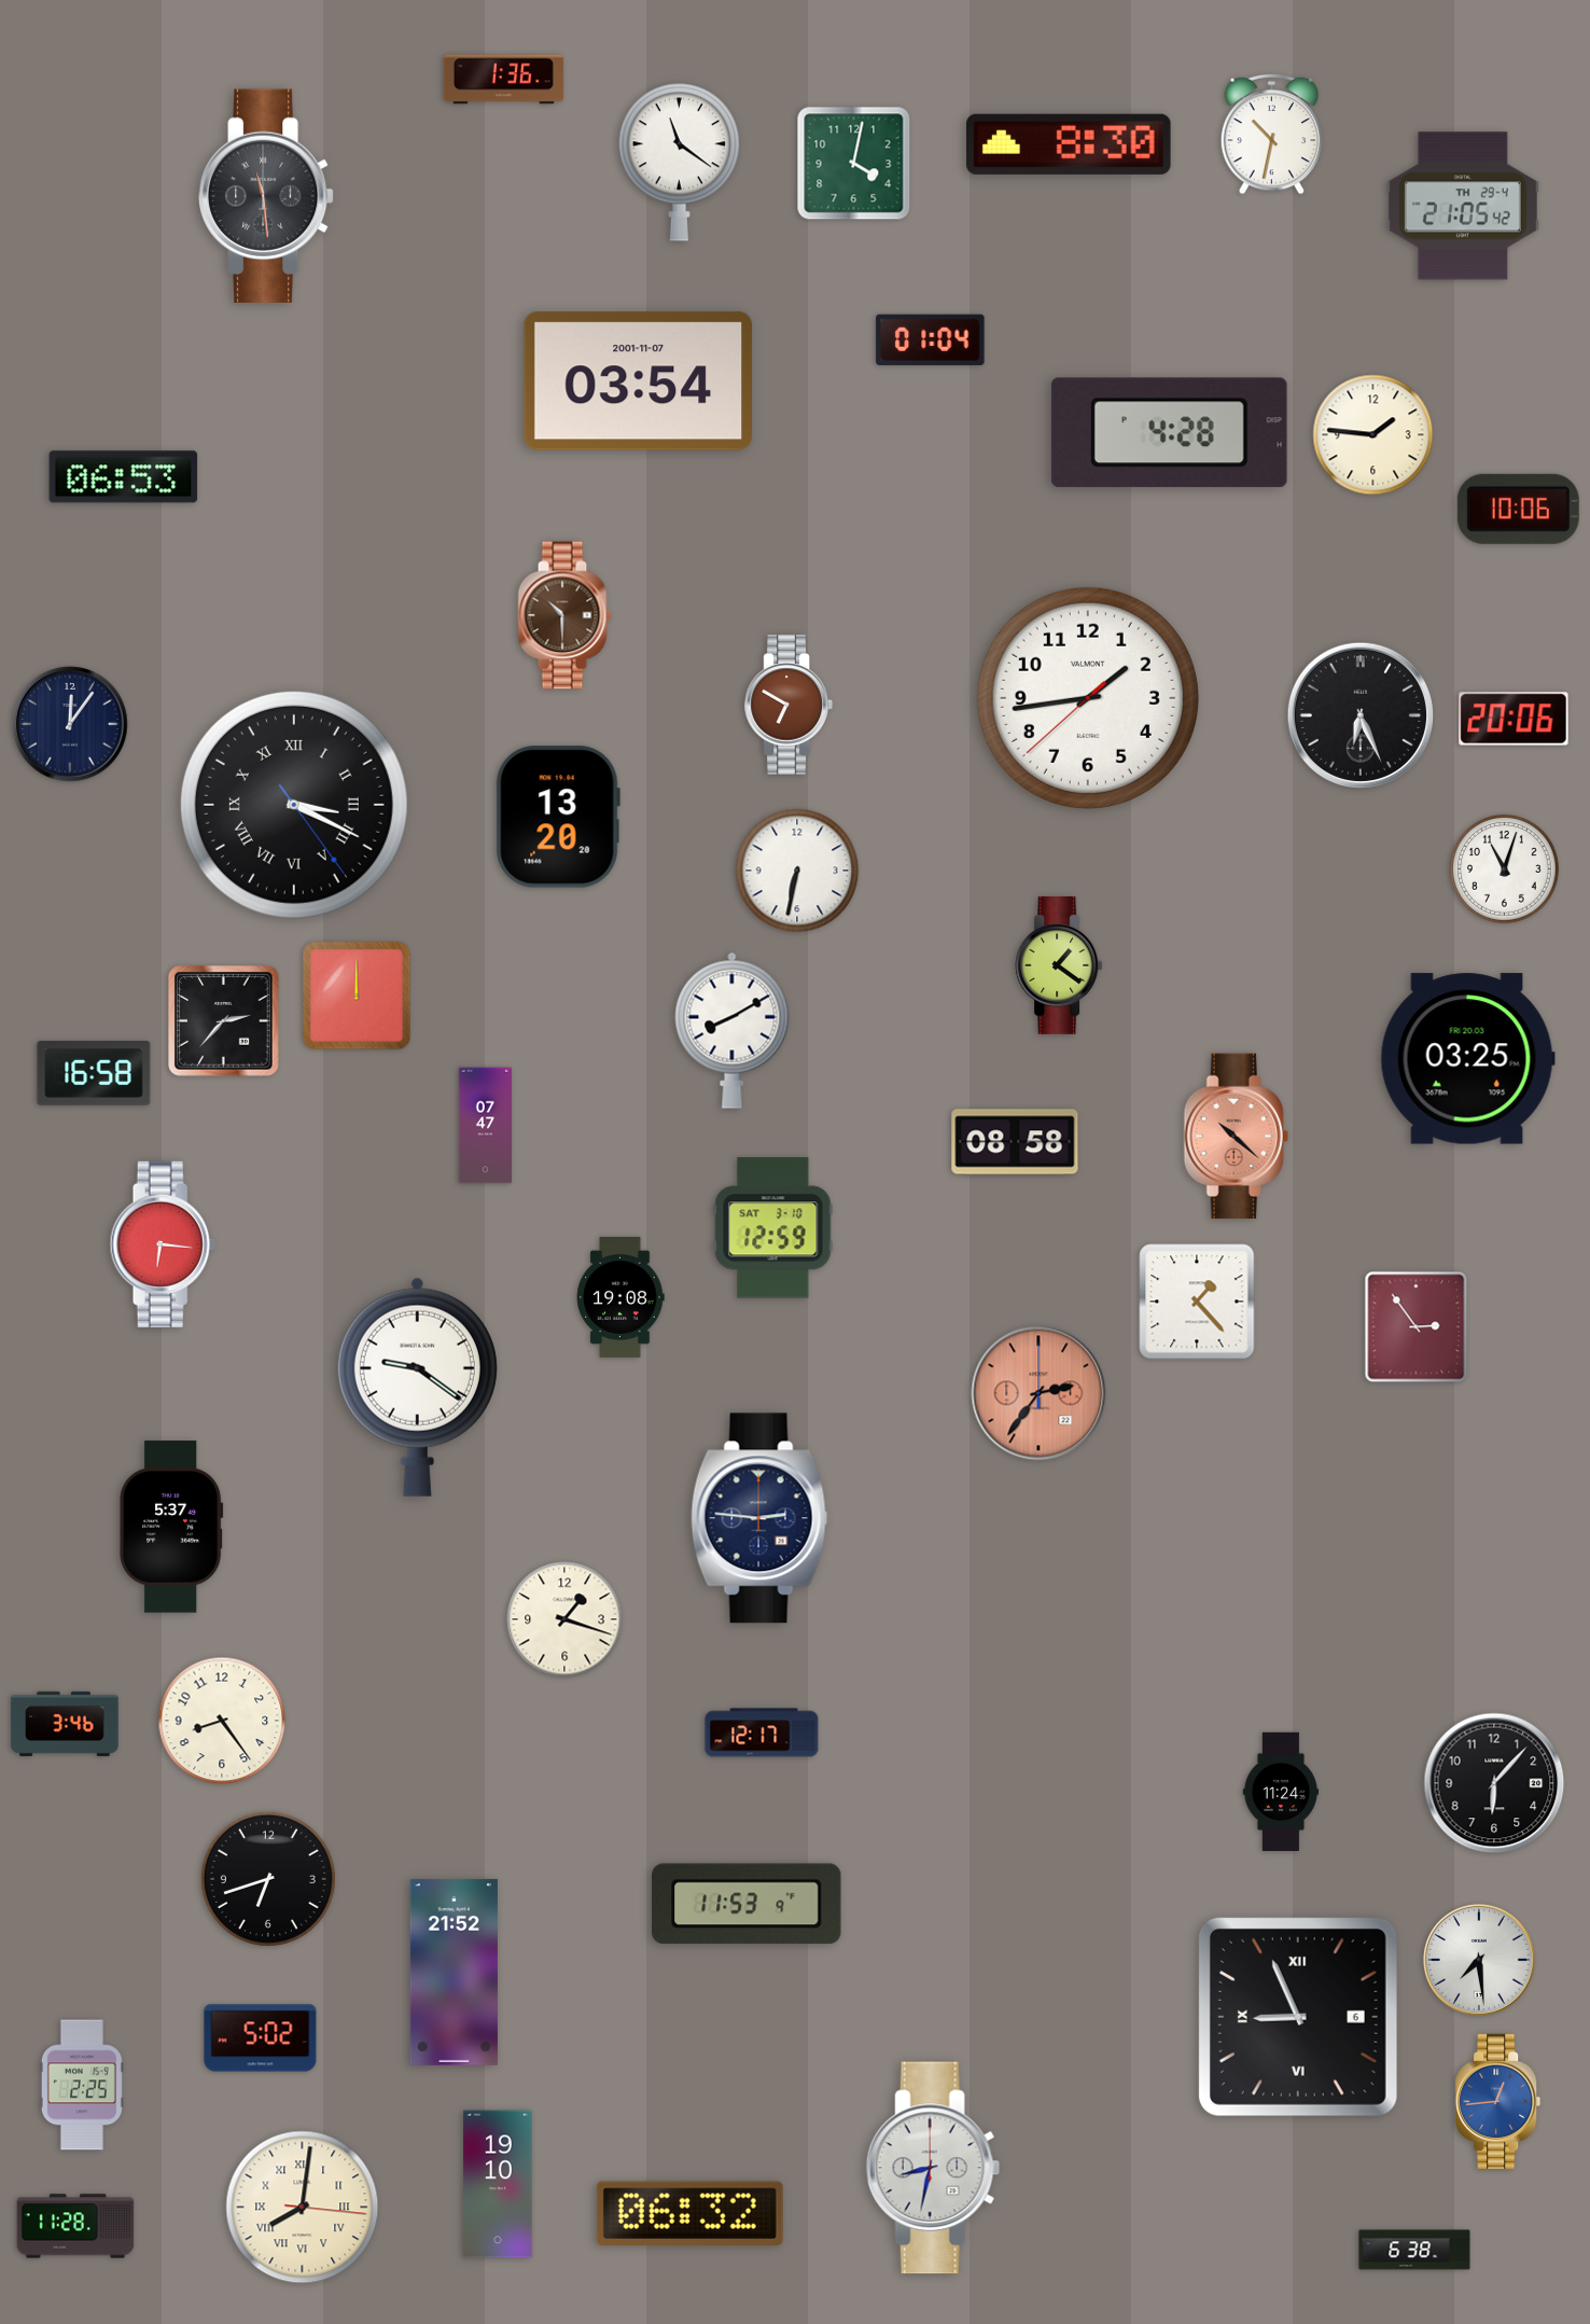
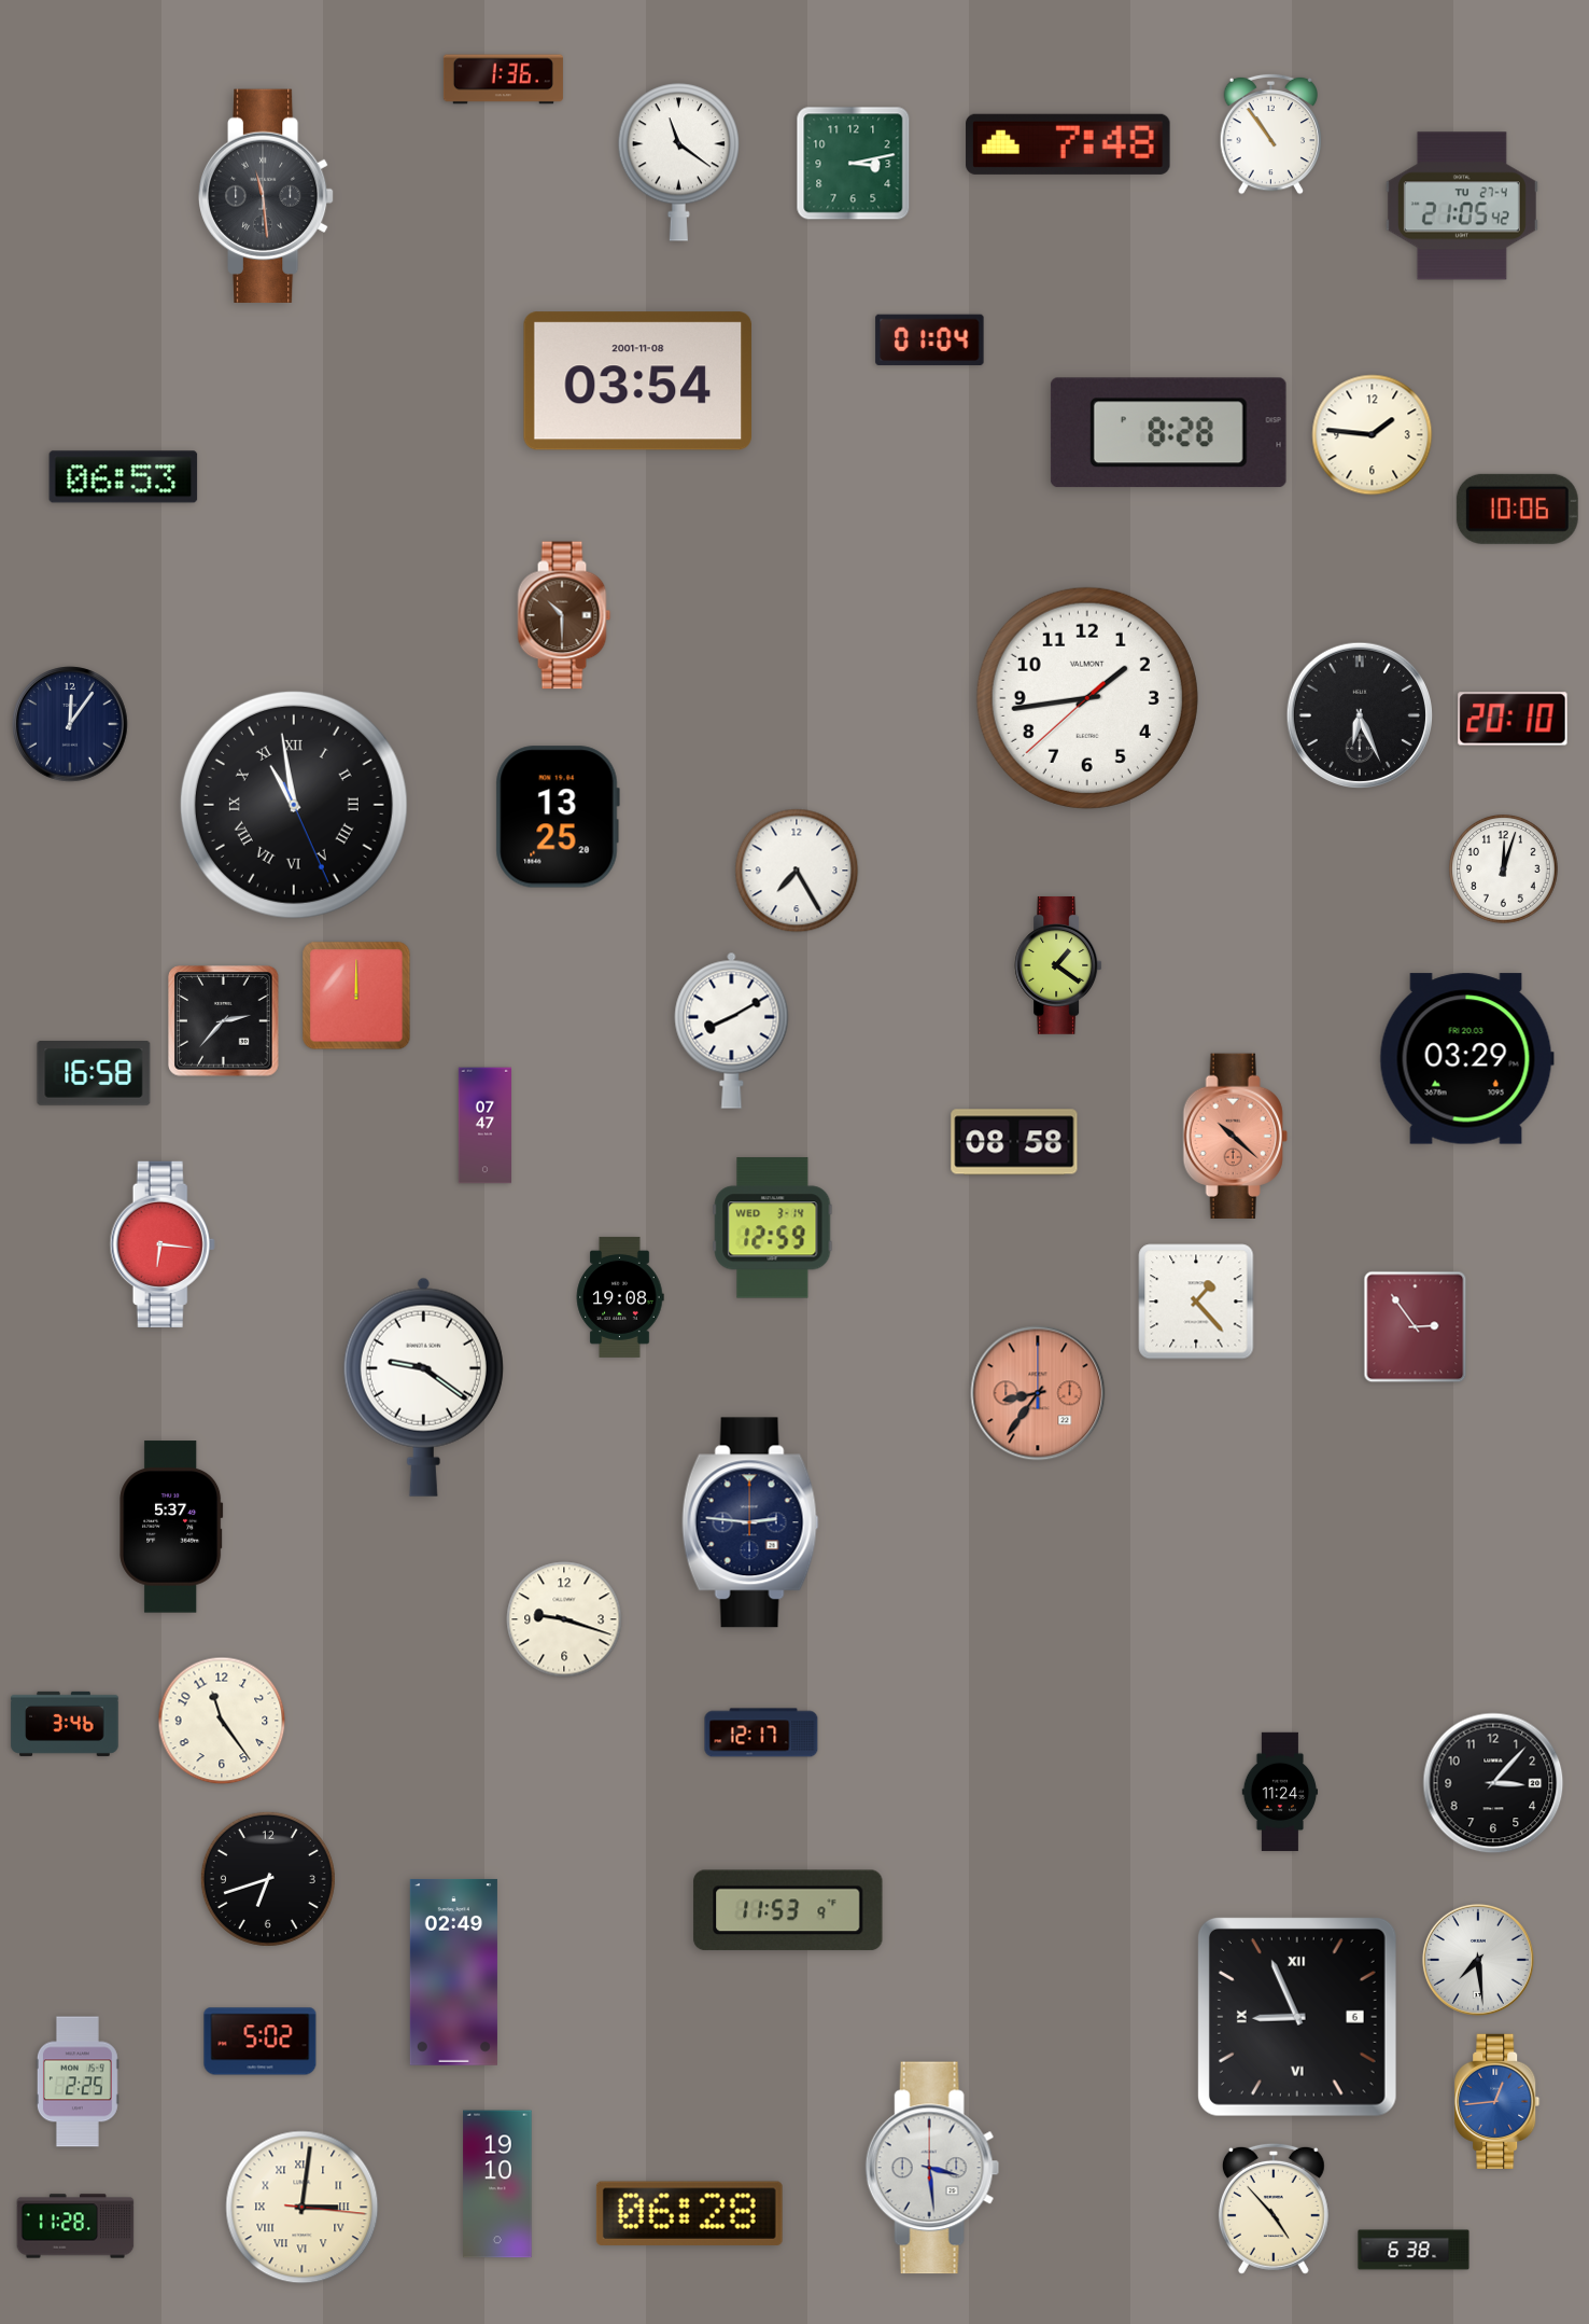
clock at (1272, 134): 10:32 -> 10:54
clock at (1069, 144): 8:30 -> 7:48
clock at (854, 164): 4:02 -> 3:13
clock at (1463, 206) date: TH 29-4 -> TU 27-4
clock at (638, 381) date: 2001-11-07 -> 2001-11-08
clock at (1169, 433): 4:28 -> 8:28
clock at (789, 705): 6:50 -> none
clock at (1514, 719): 20:06 -> 20:10
clock at (294, 805): 3:19 -> 10:58
clock at (558, 817): 13:20 -> 13:25
clock at (1505, 869): 11:03 -> 12:03
clock at (797, 871): 6:32 -> 7:25
clock at (1467, 1059): 03:25 -> 03:29
clock at (773, 1228) date: SAT 3-10 -> WED 3-14
clock at (417, 1387) position: (417, 1387) -> (423, 1387)
clock at (1038, 1393): 2:36 -> 8:36
clock at (759, 1518) position: (759, 1518) -> (750, 1522)
clock at (564, 1619): 1:18 -> 9:18
clock at (222, 1721): 8:24 -> 11:24
clock at (1494, 1783): 6:07 -> 3:07
clock at (747, 1904) position: (747, 1904) -> (788, 1910)
clock at (454, 1972): 21:52 -> 02:49
clock at (261, 2038) position: (261, 2038) -> (261, 2042)
clock at (82, 2085) position: (82, 2085) -> (78, 2082)
clock at (933, 2168): 8:32 -> 3:29
clock at (303, 2208): 8:01 -> 3:01
clock at (1274, 2209): none -> 4:53
clock at (689, 2213): 06:32 -> 06:28
